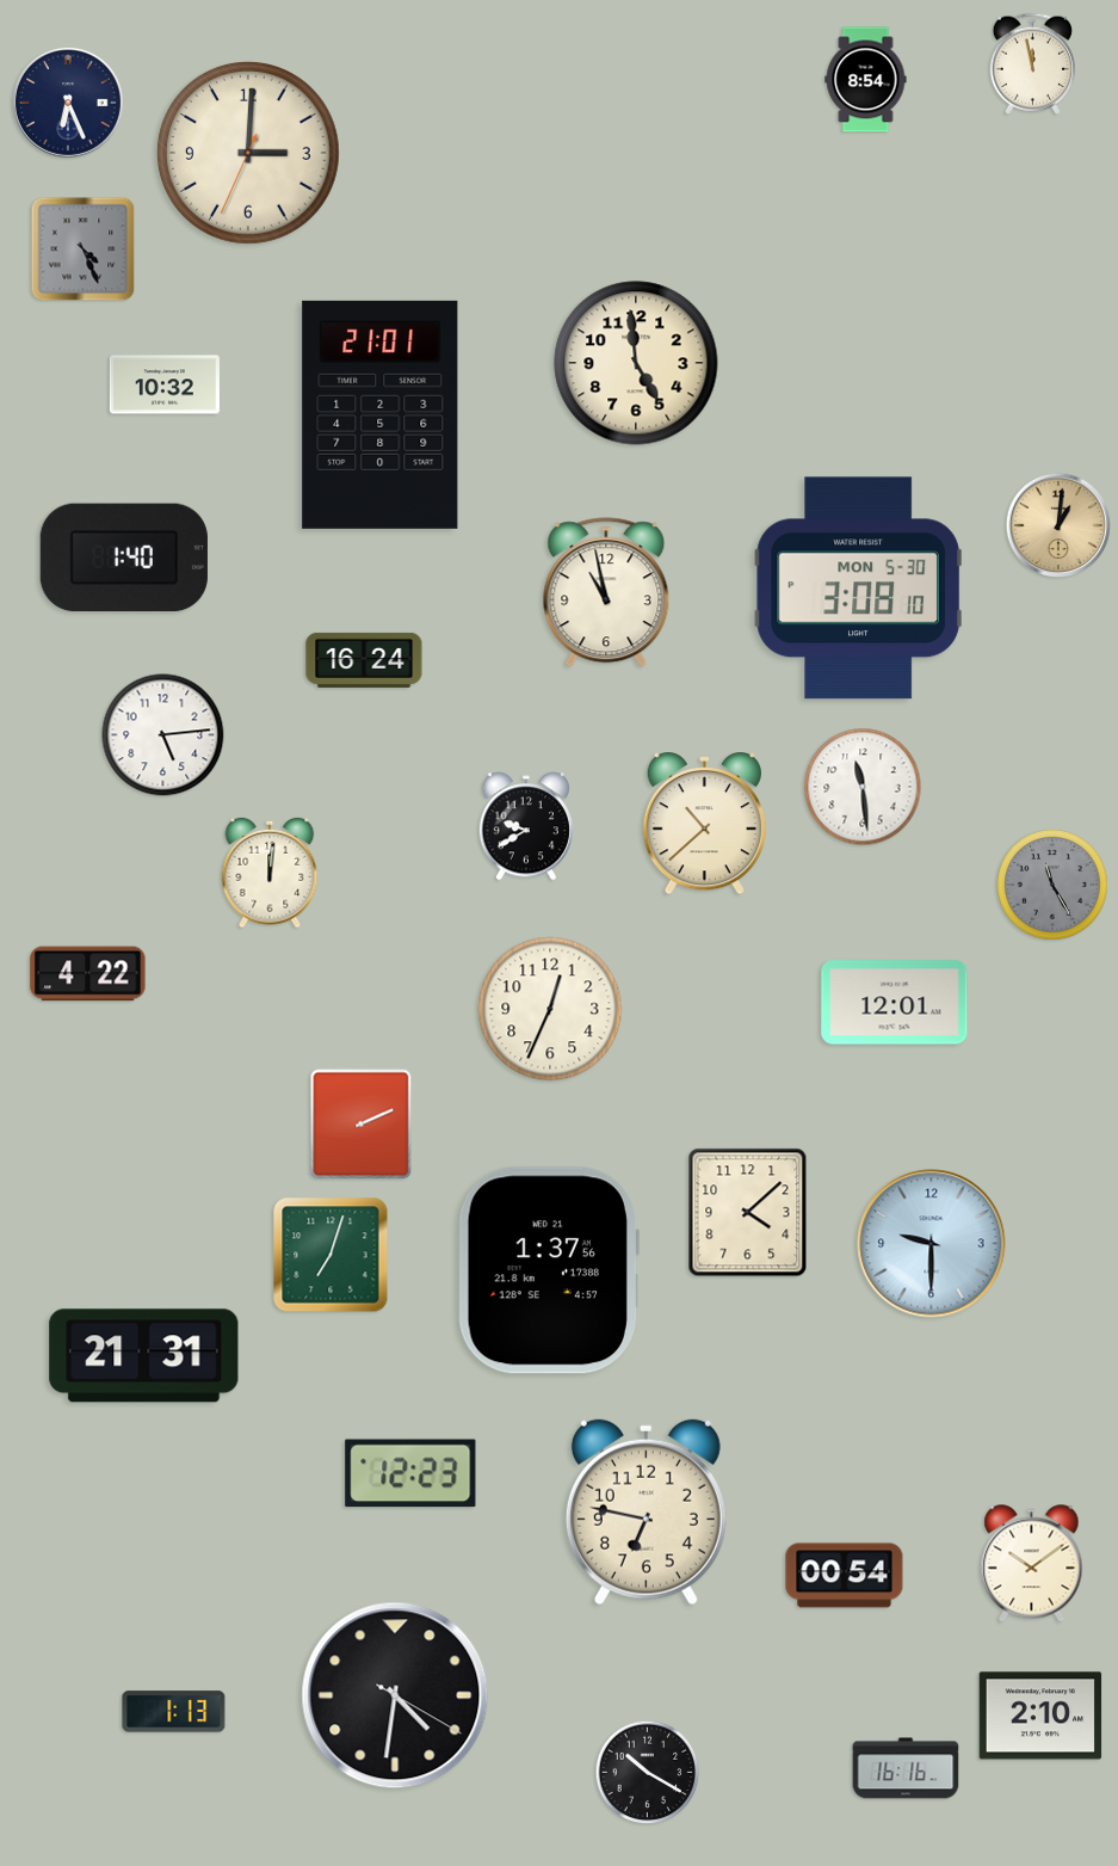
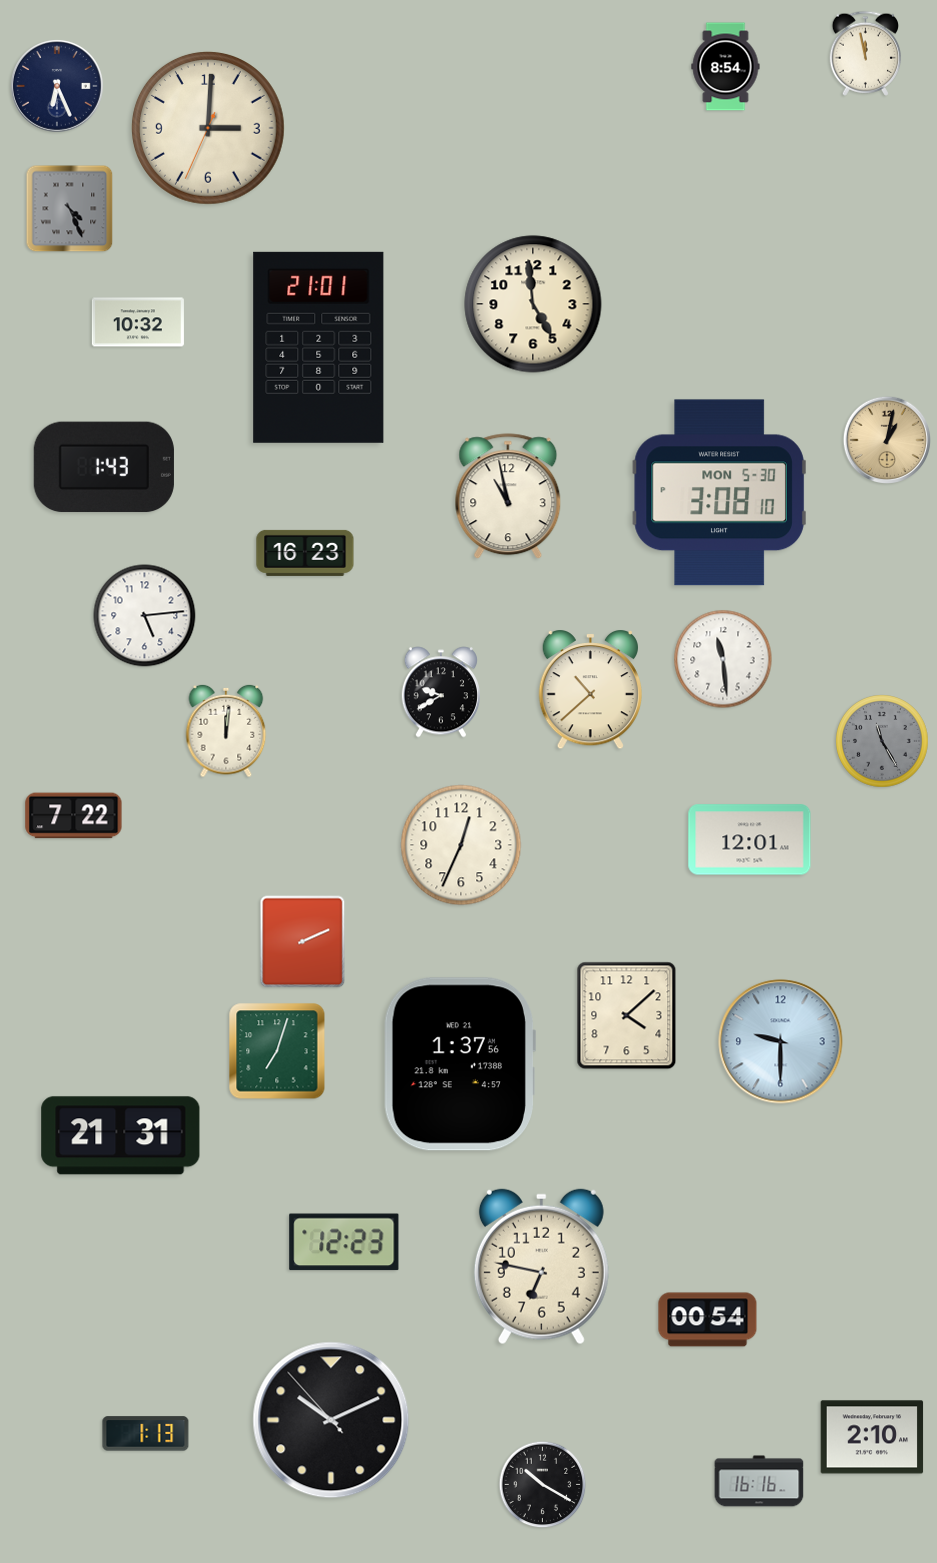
clock at (1058, 525): 1:01 -> 1:02
clock at (124, 558): 1:40 -> 1:43
clock at (364, 660): 16:24 -> 16:23
clock at (163, 735) position: (163, 735) -> (145, 616)
clock at (88, 974): 4:22 -> 7:22
clock at (410, 1473) position: (410, 1473) -> (344, 1242)
clock at (1032, 1564): 10:09 -> none
clock at (395, 1695): 4:31 -> 10:10
